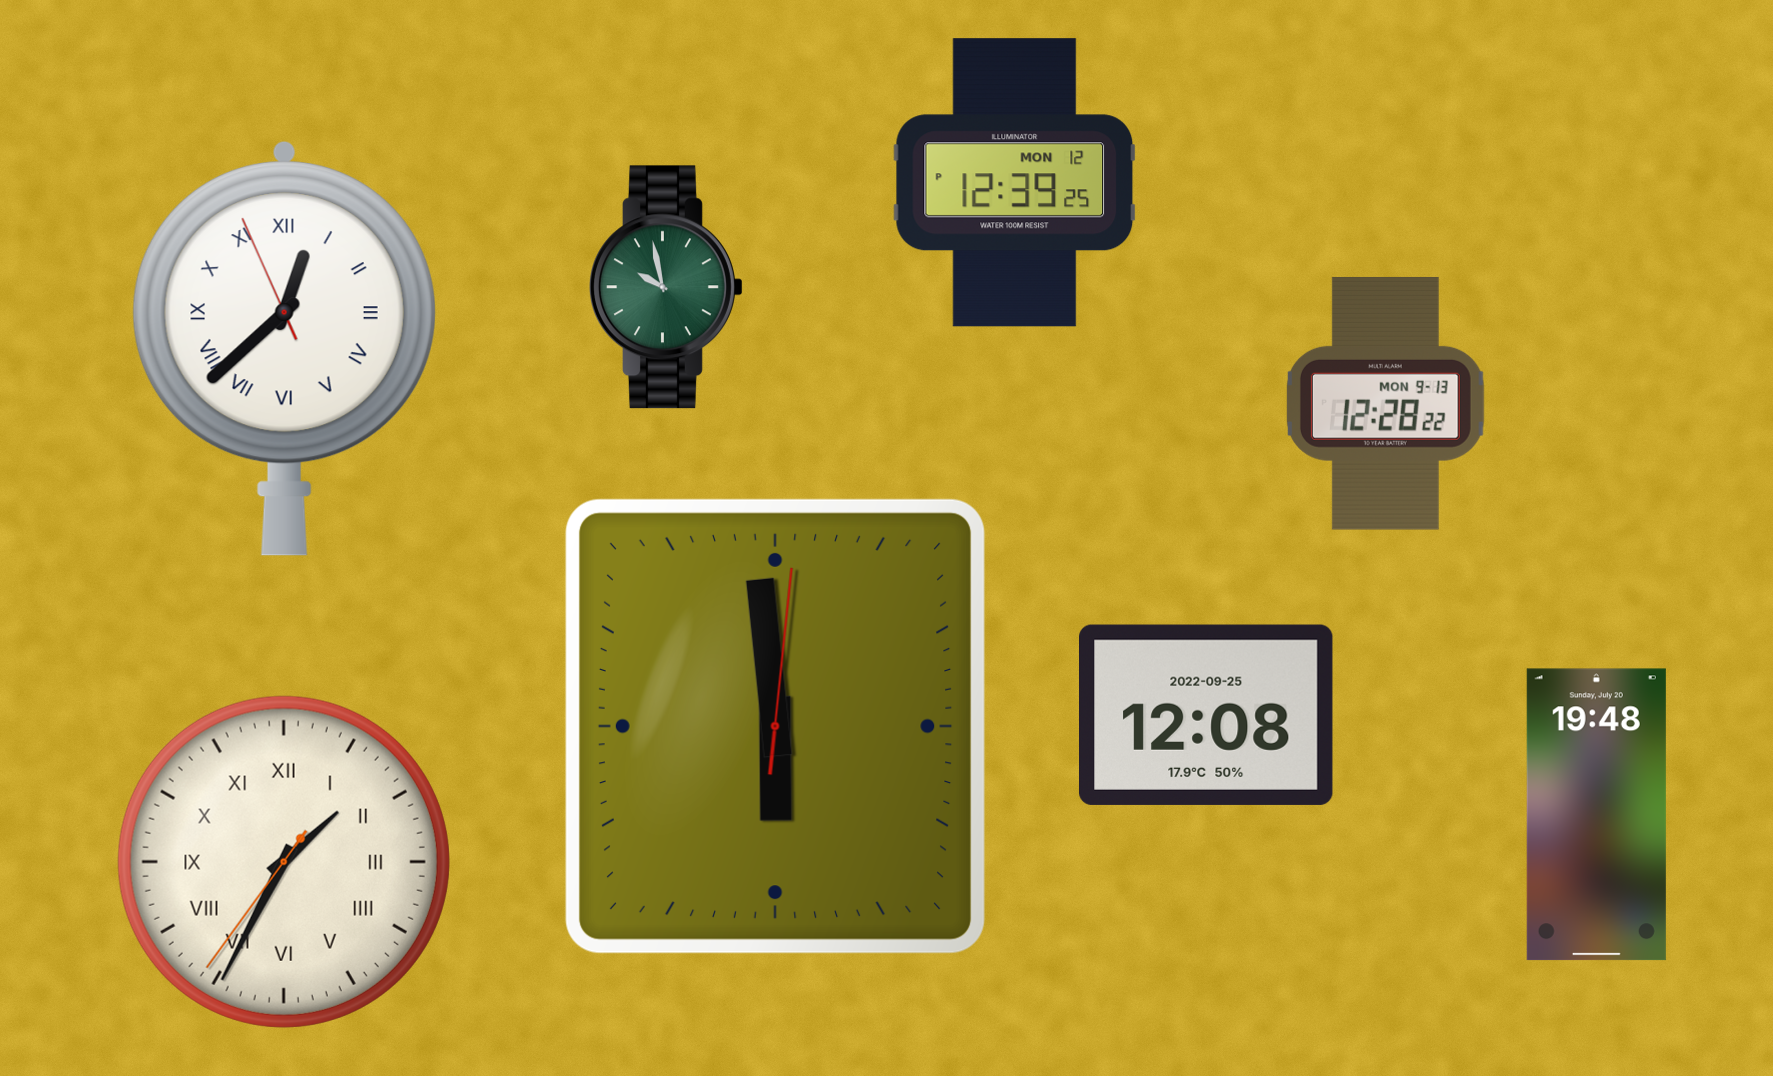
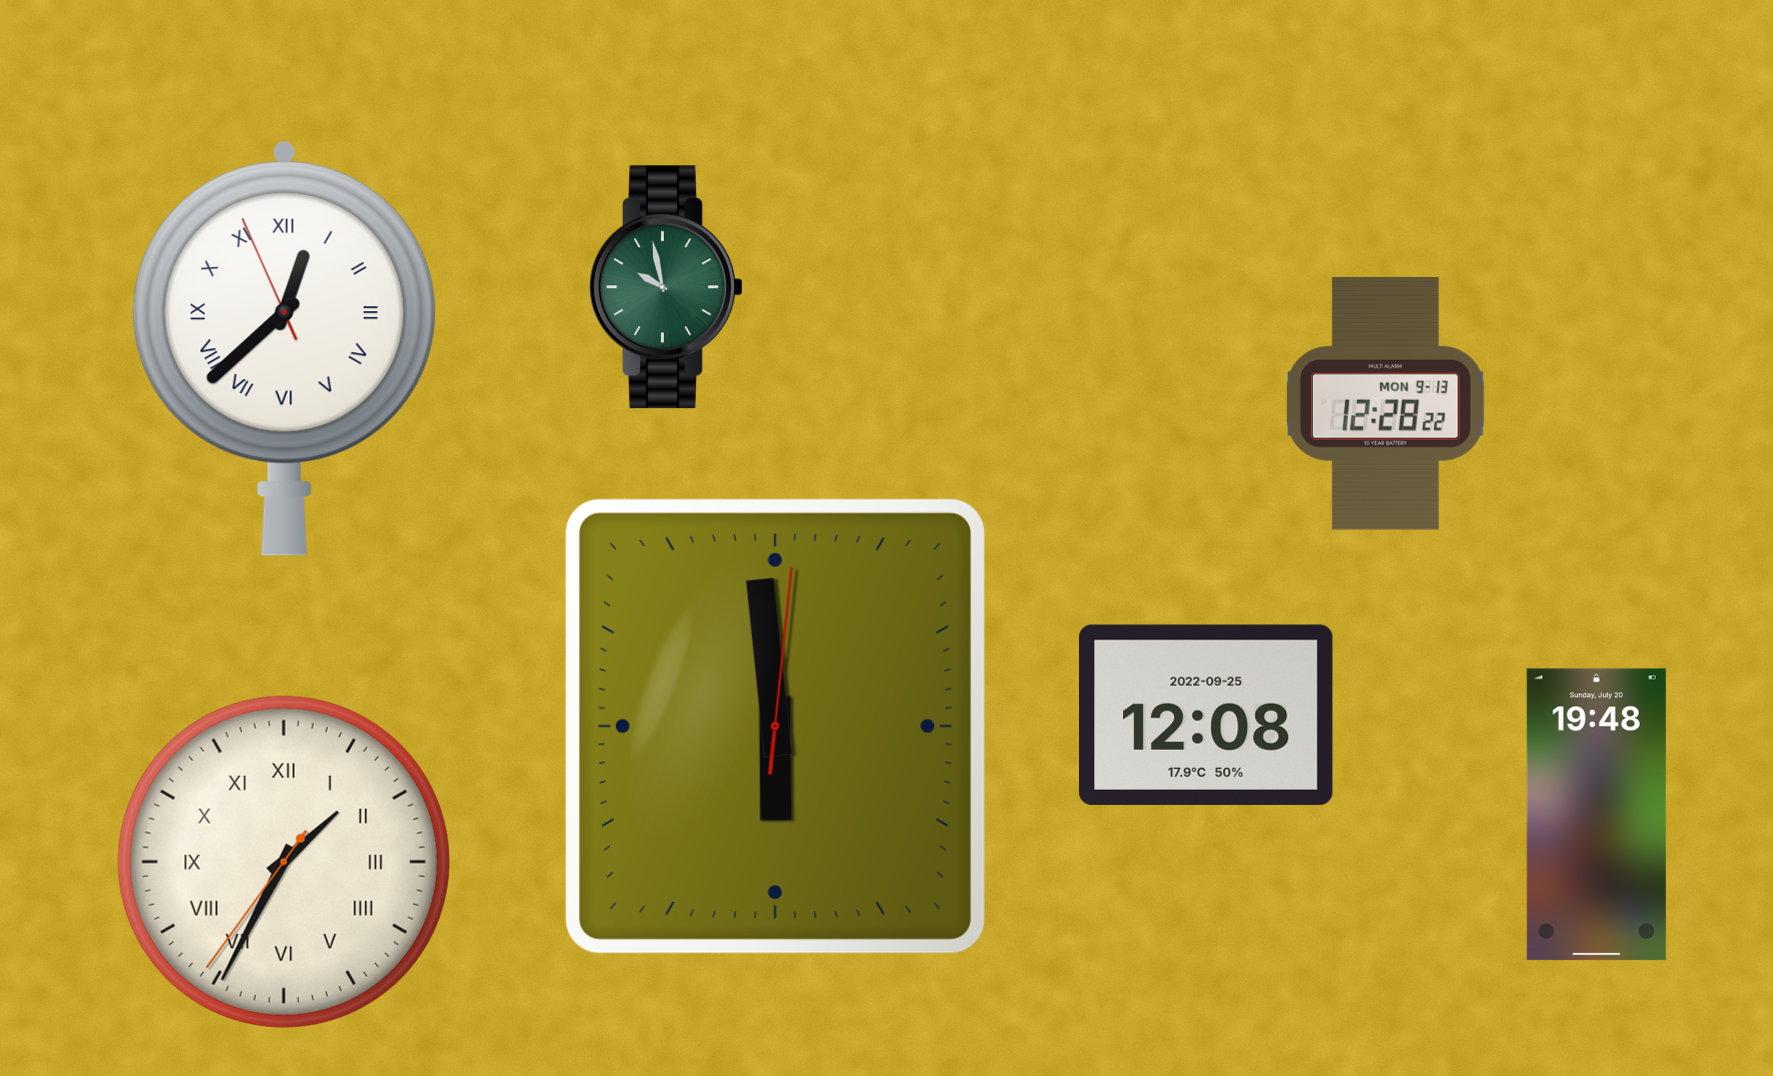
clock at (1015, 183): 12:39 -> none
